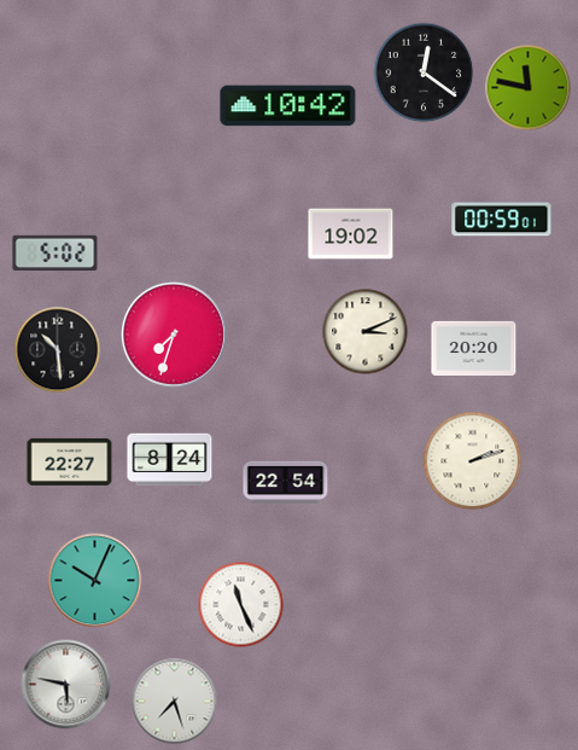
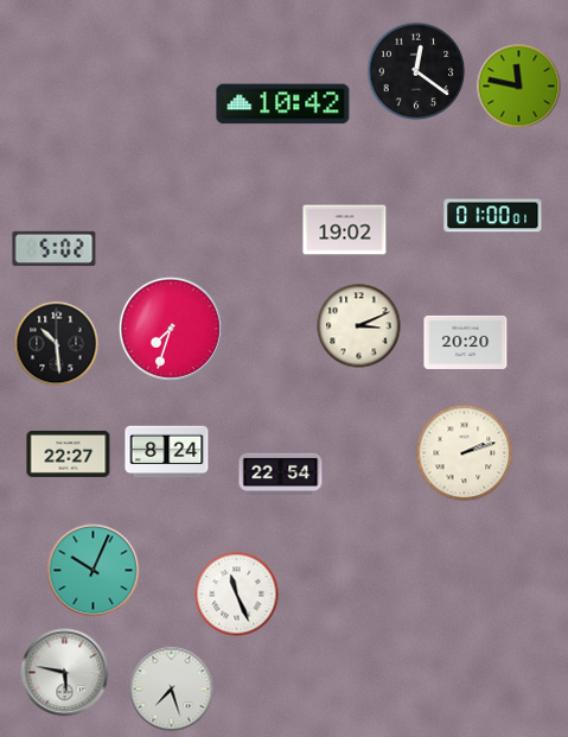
clock at (502, 220): 00:59 -> 01:00
